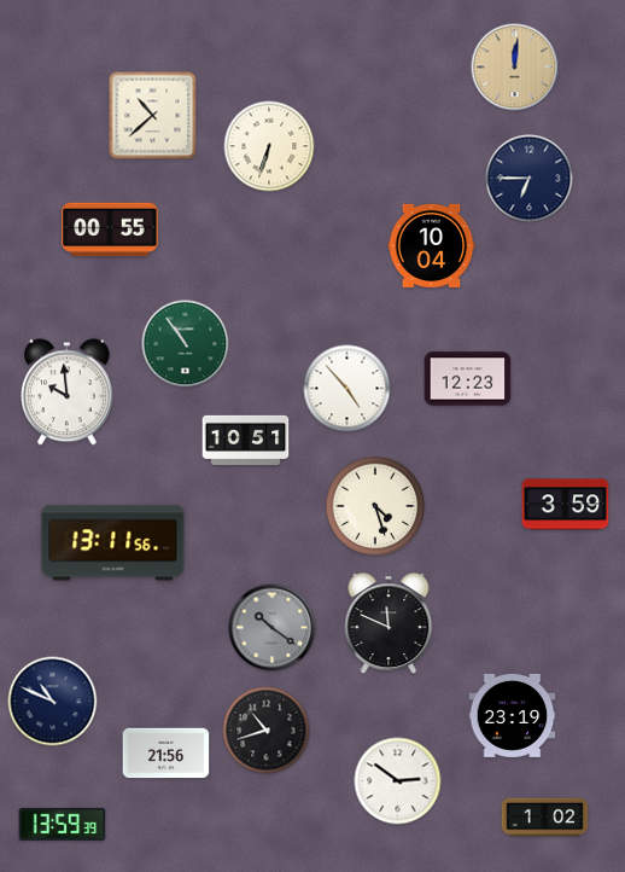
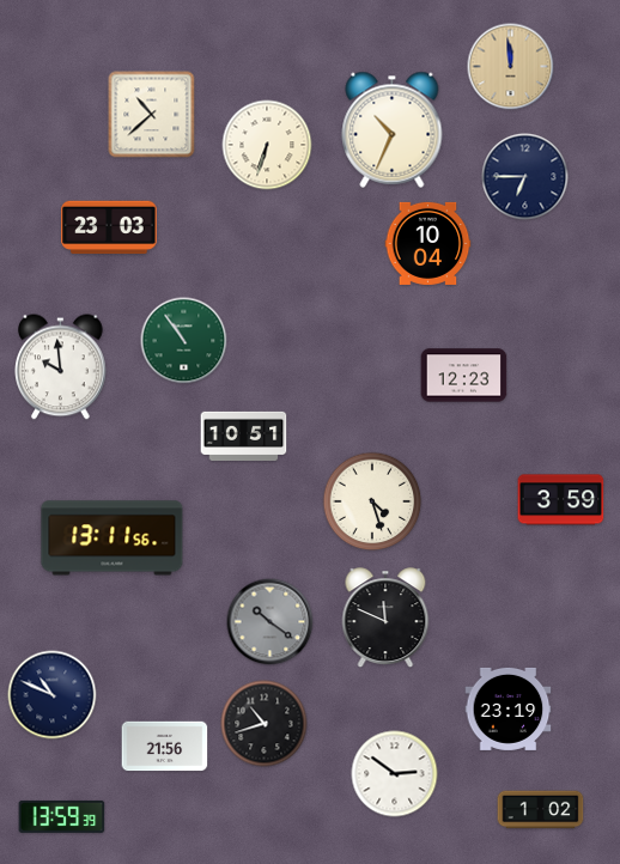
clock at (515, 68): 12:01 -> 11:59
clock at (393, 129): none -> 10:34
clock at (110, 229): 00:55 -> 23:03
clock at (347, 389): 4:53 -> none
clock at (68, 393) position: (68, 393) -> (61, 367)
